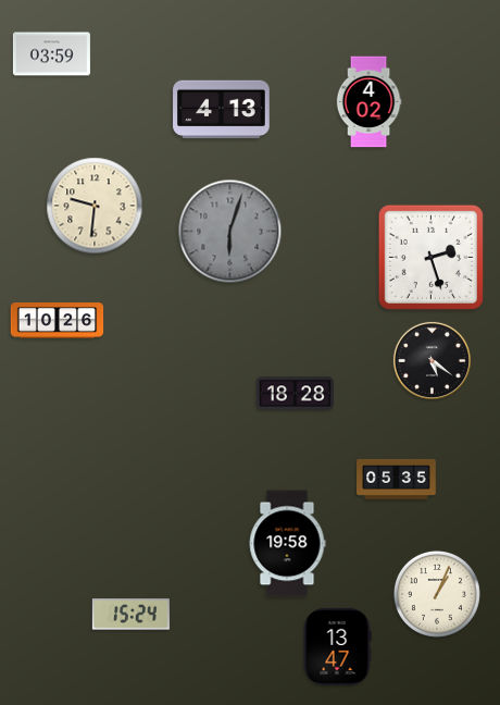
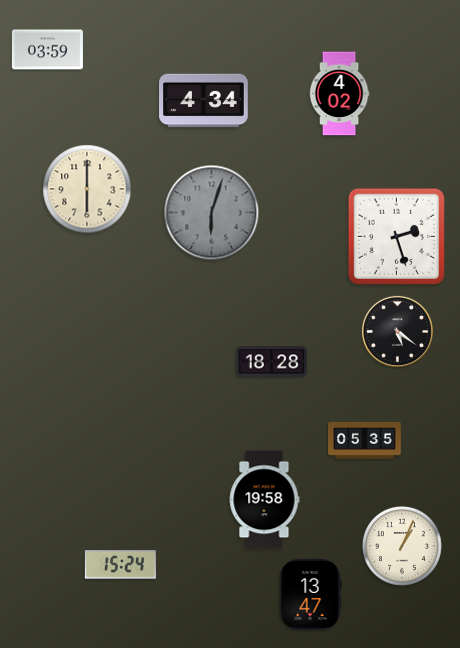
clock at (222, 110): 4:13 -> 4:34
clock at (95, 206): 9:31 -> 6:00
clock at (58, 321): 10:26 -> none
